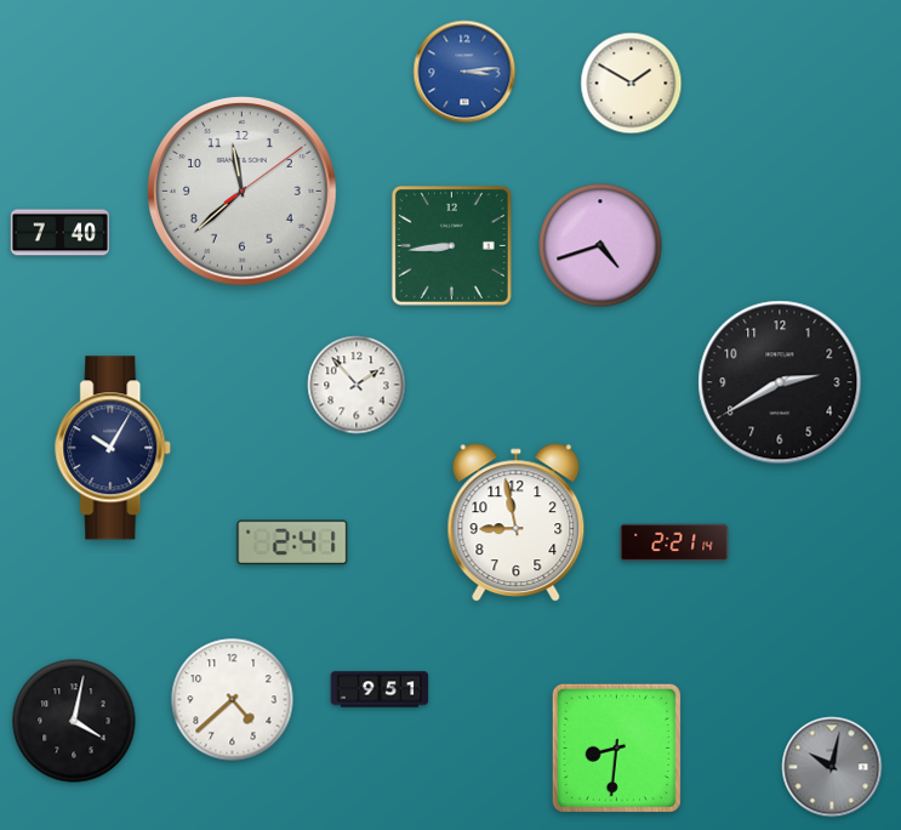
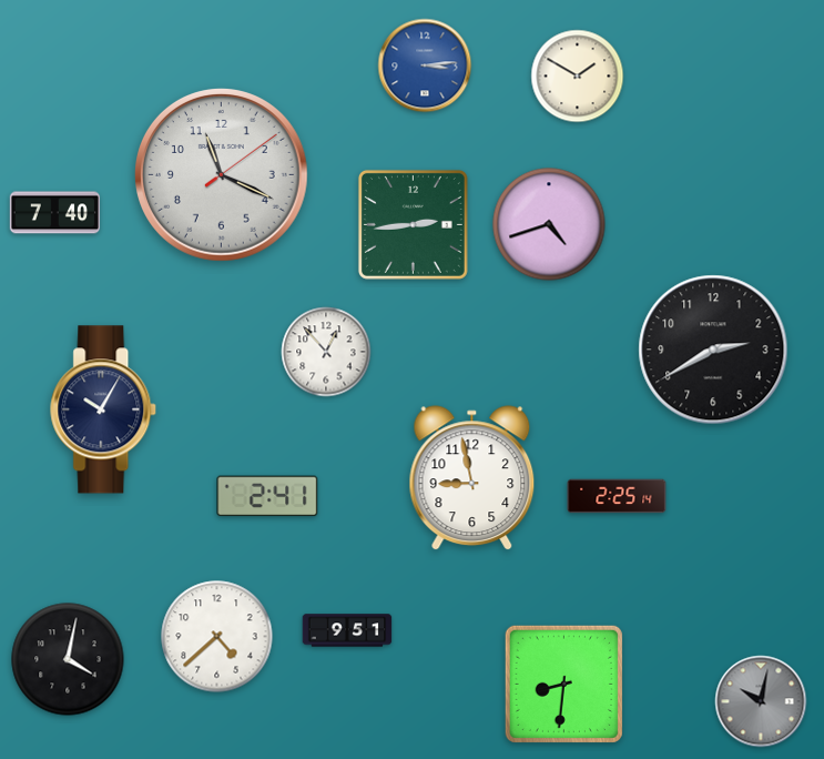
clock at (243, 192): 11:38 -> 11:19
clock at (451, 245): 8:44 -> 2:44
clock at (357, 385): 1:53 -> 12:53
clock at (674, 542): 2:21 -> 2:25
clock at (233, 700) position: (233, 700) -> (217, 637)
